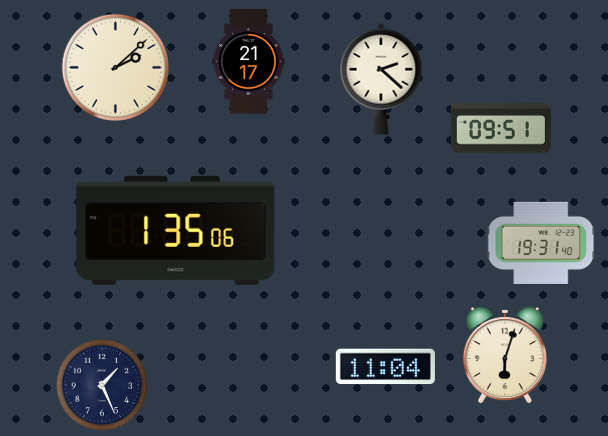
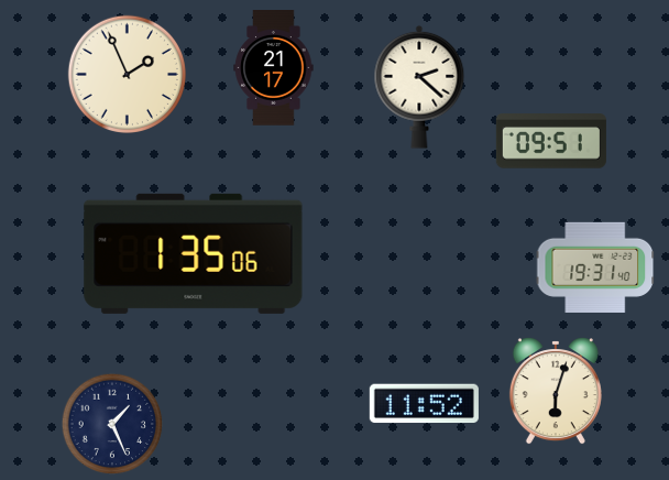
clock at (115, 67): 2:08 -> 1:56
clock at (385, 367): 11:04 -> 11:52
